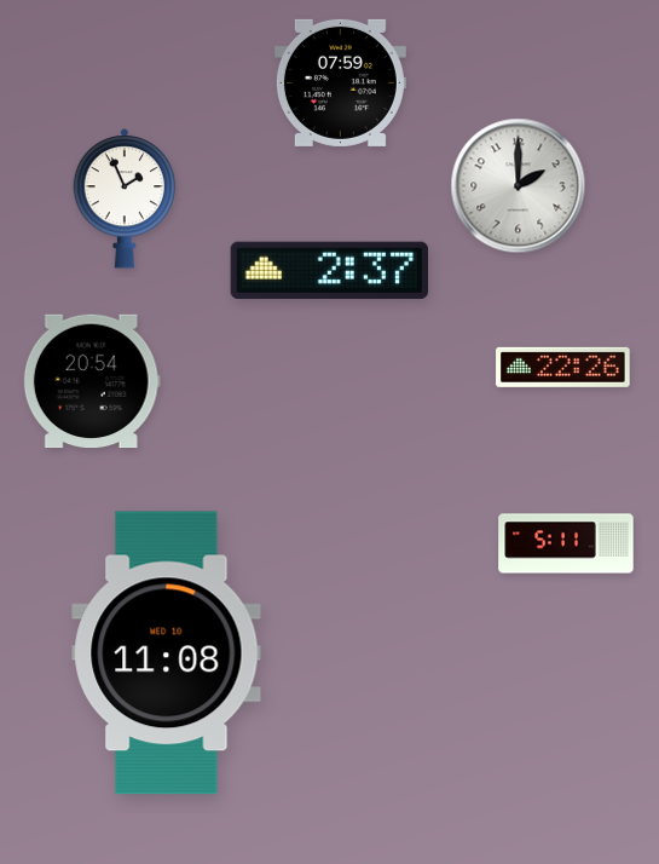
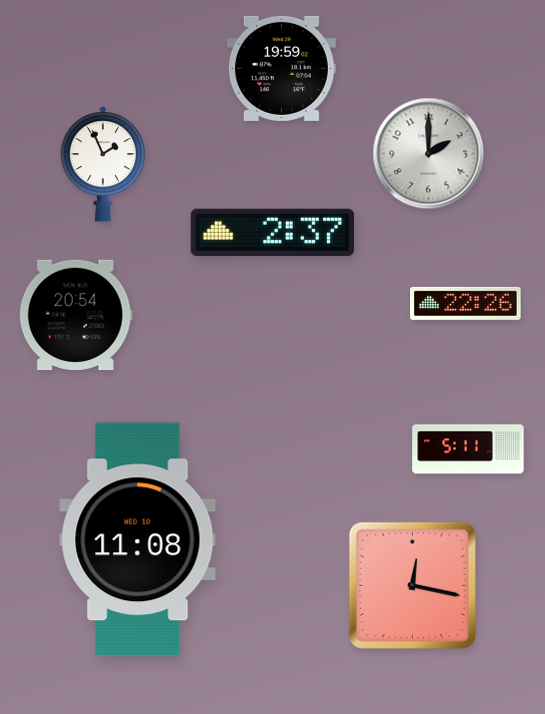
clock at (340, 82): 07:59 -> 19:59
clock at (329, 270) position: (329, 270) -> (272, 232)
clock at (412, 585): none -> 12:17
